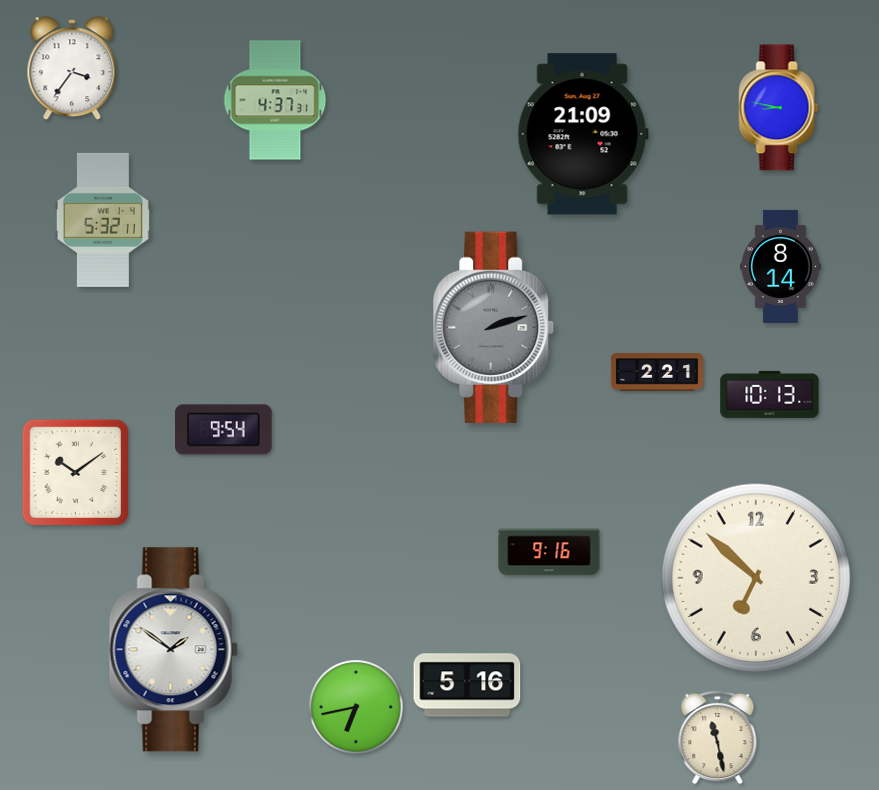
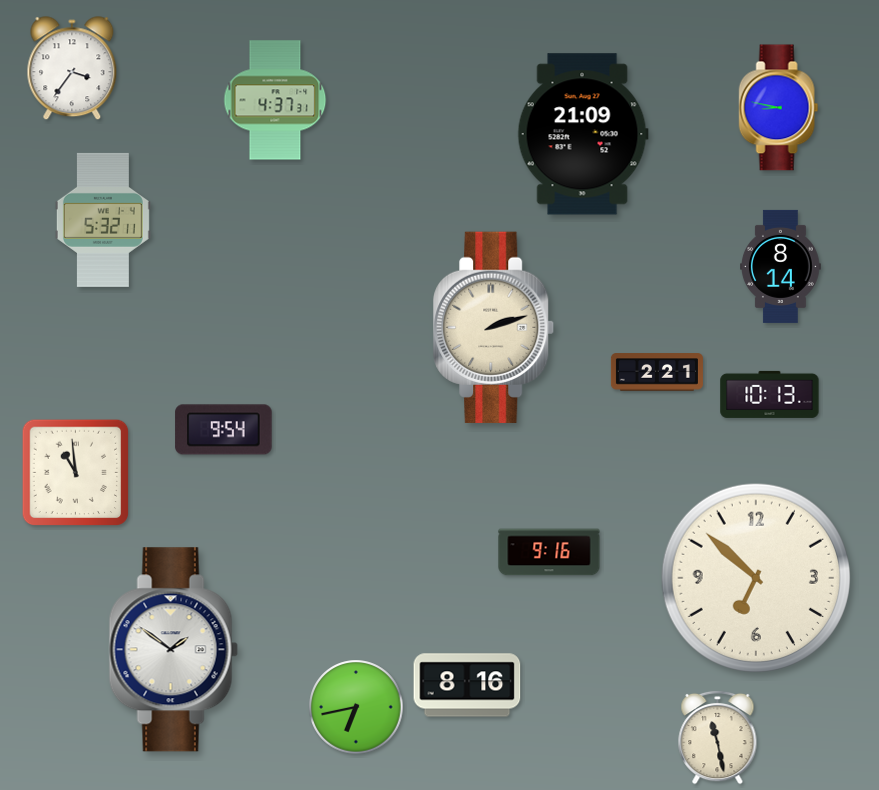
clock at (494, 327) dial: grey -> cream
clock at (76, 473): 10:09 -> 10:59
clock at (467, 685): 5:16 -> 8:16
